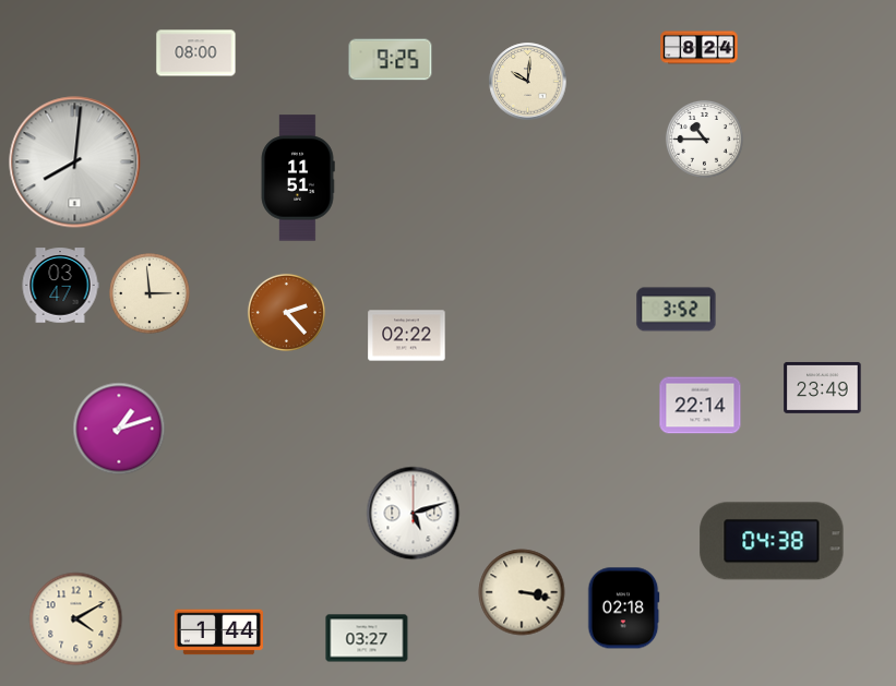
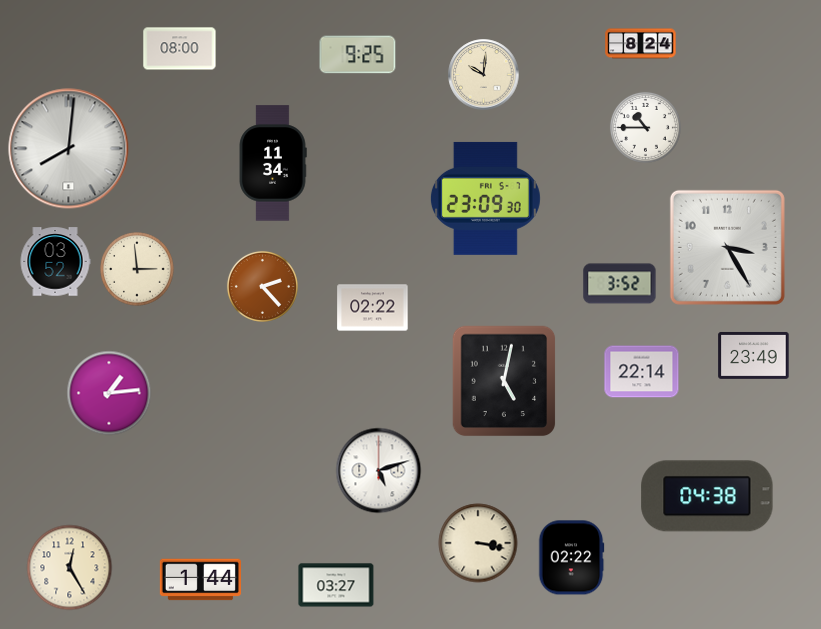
clock at (298, 178): 11:51 -> 11:34
clock at (485, 198): none -> 23:09
clock at (727, 247): none -> 3:25
clock at (60, 286): 03:47 -> 03:52
clock at (504, 381): none -> 5:02
clock at (119, 429): 1:12 -> 1:14
clock at (623, 609): 02:18 -> 02:22
clock at (76, 619): 4:10 -> 12:25
